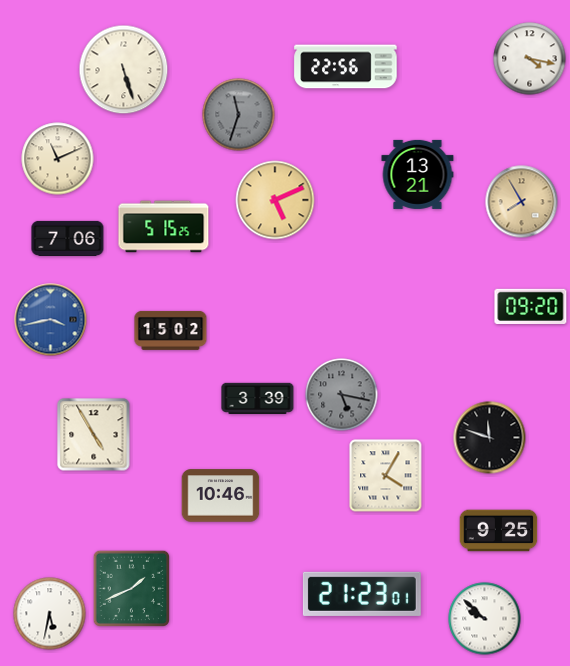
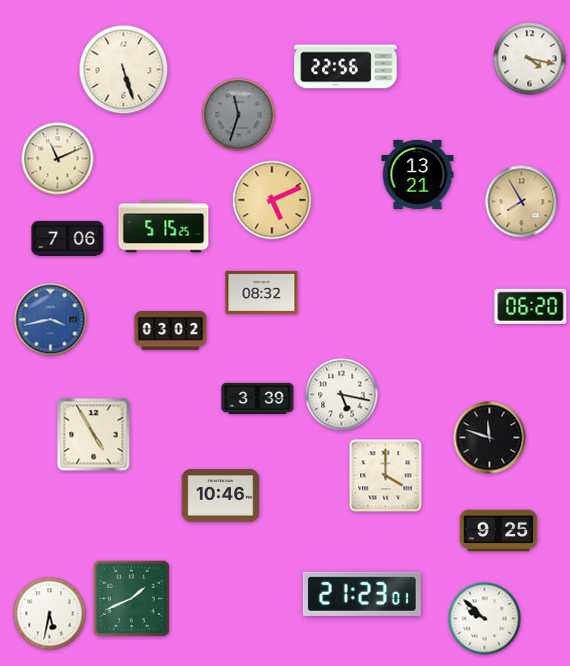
clock at (275, 200) position: (275, 200) -> (272, 200)
clock at (262, 292): none -> 08:32
clock at (531, 306): 09:20 -> 06:20
clock at (171, 330): 15:02 -> 03:02
clock at (342, 395) dial: grey -> white
clock at (386, 476): 4:05 -> 4:00
clock at (132, 589) position: (132, 589) -> (132, 599)
